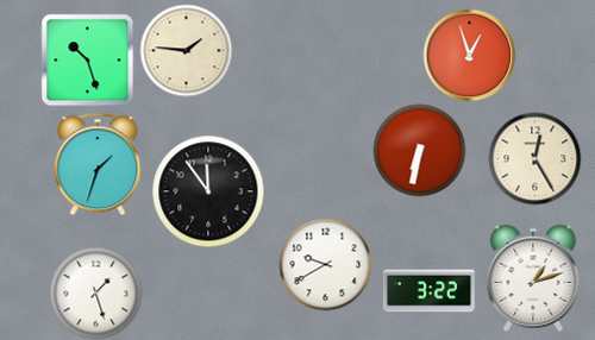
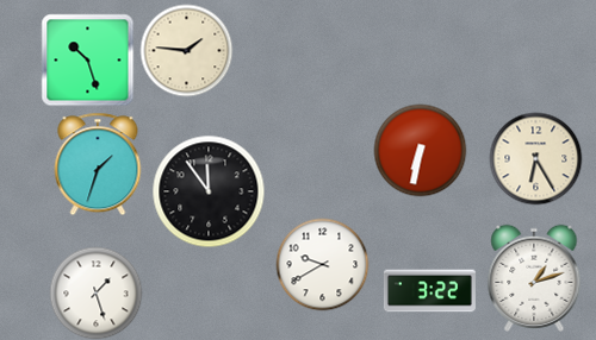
clock at (469, 55): 12:57 -> none
clock at (534, 158): 12:25 -> 6:25
clock at (325, 264) position: (325, 264) -> (322, 264)
